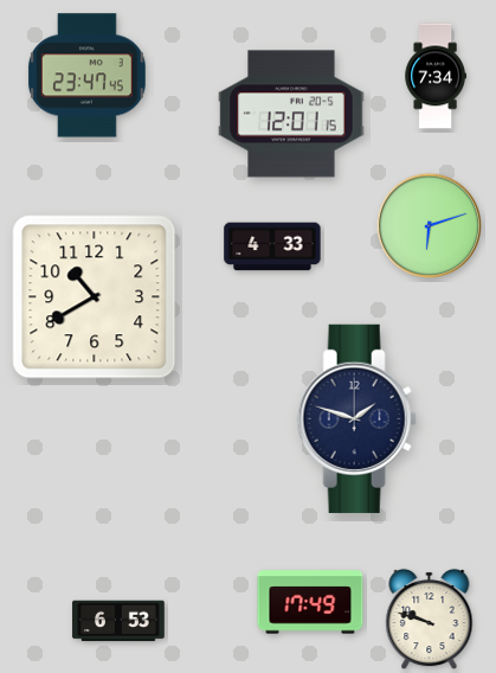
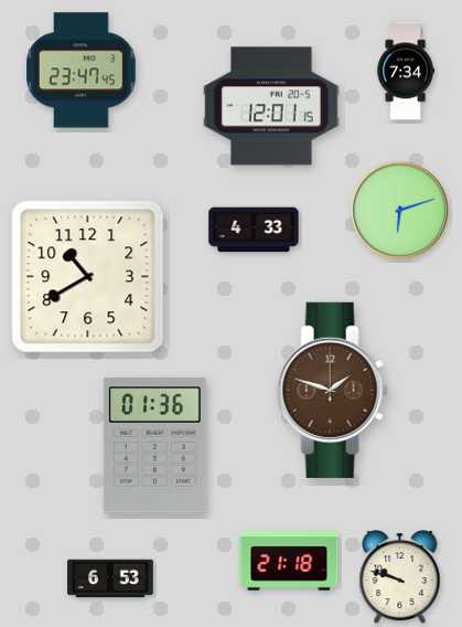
clock at (356, 418) dial: navy -> brown
clock at (154, 446): none -> 01:36
clock at (310, 602): 17:49 -> 21:18
